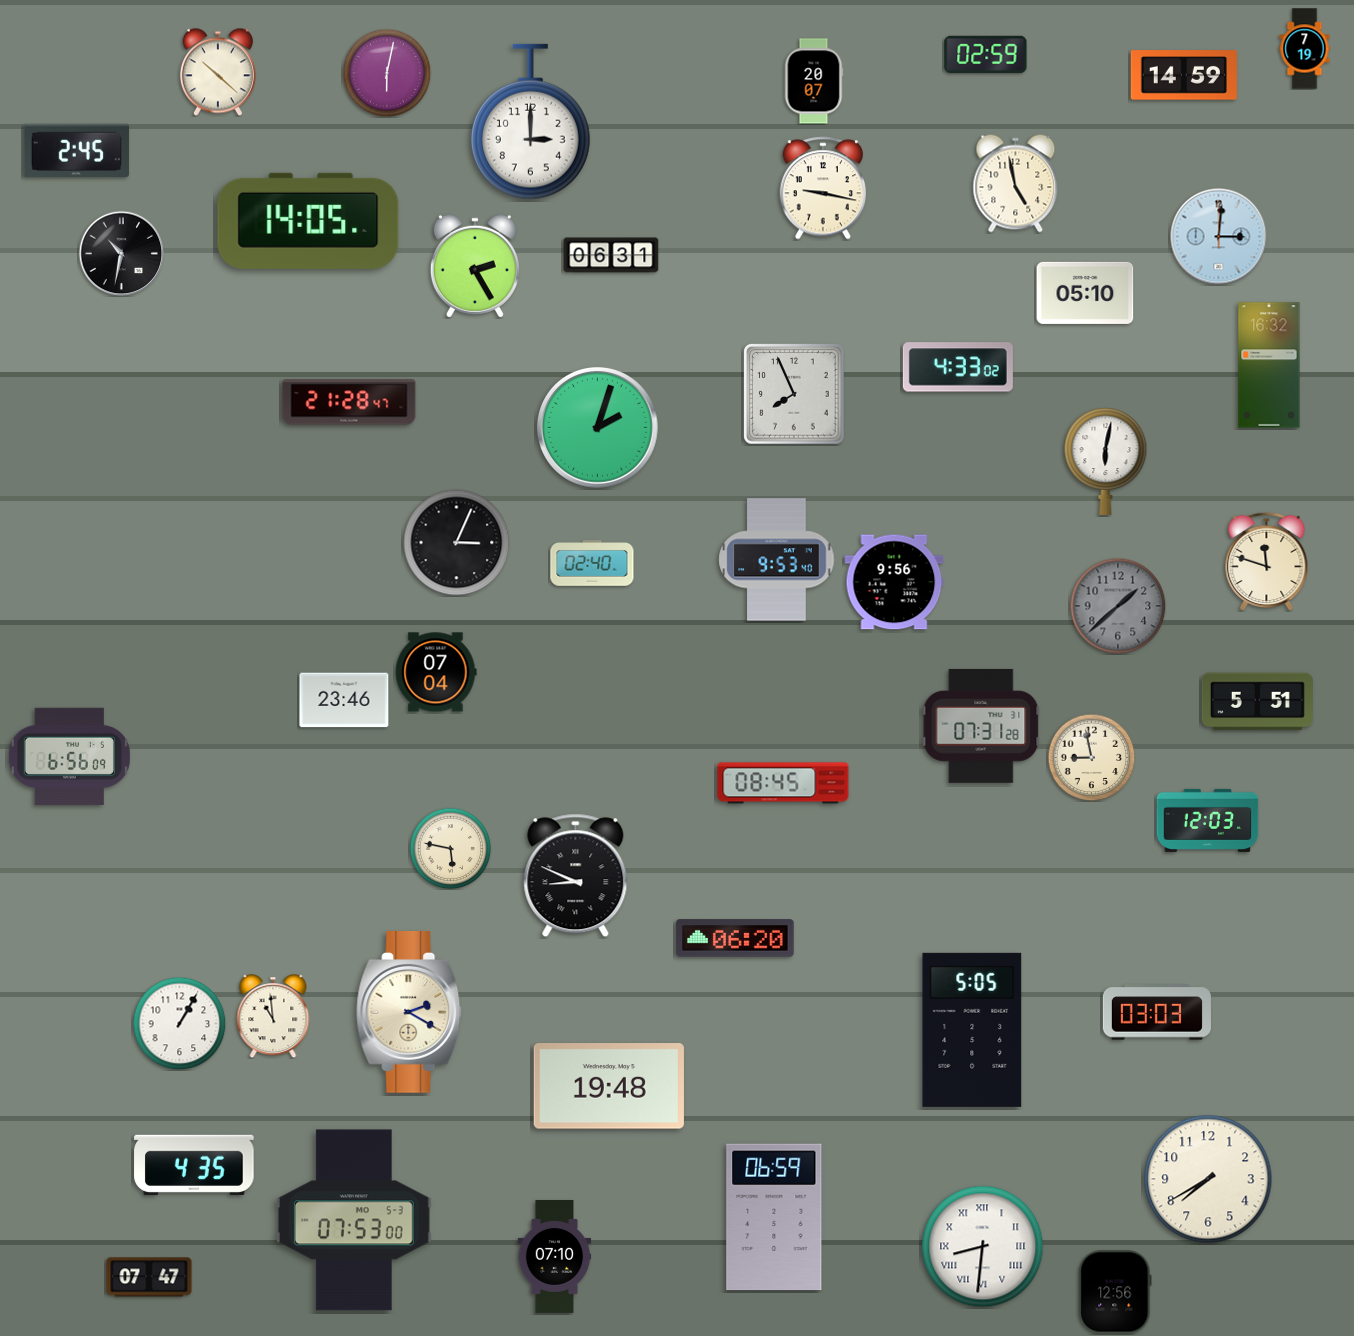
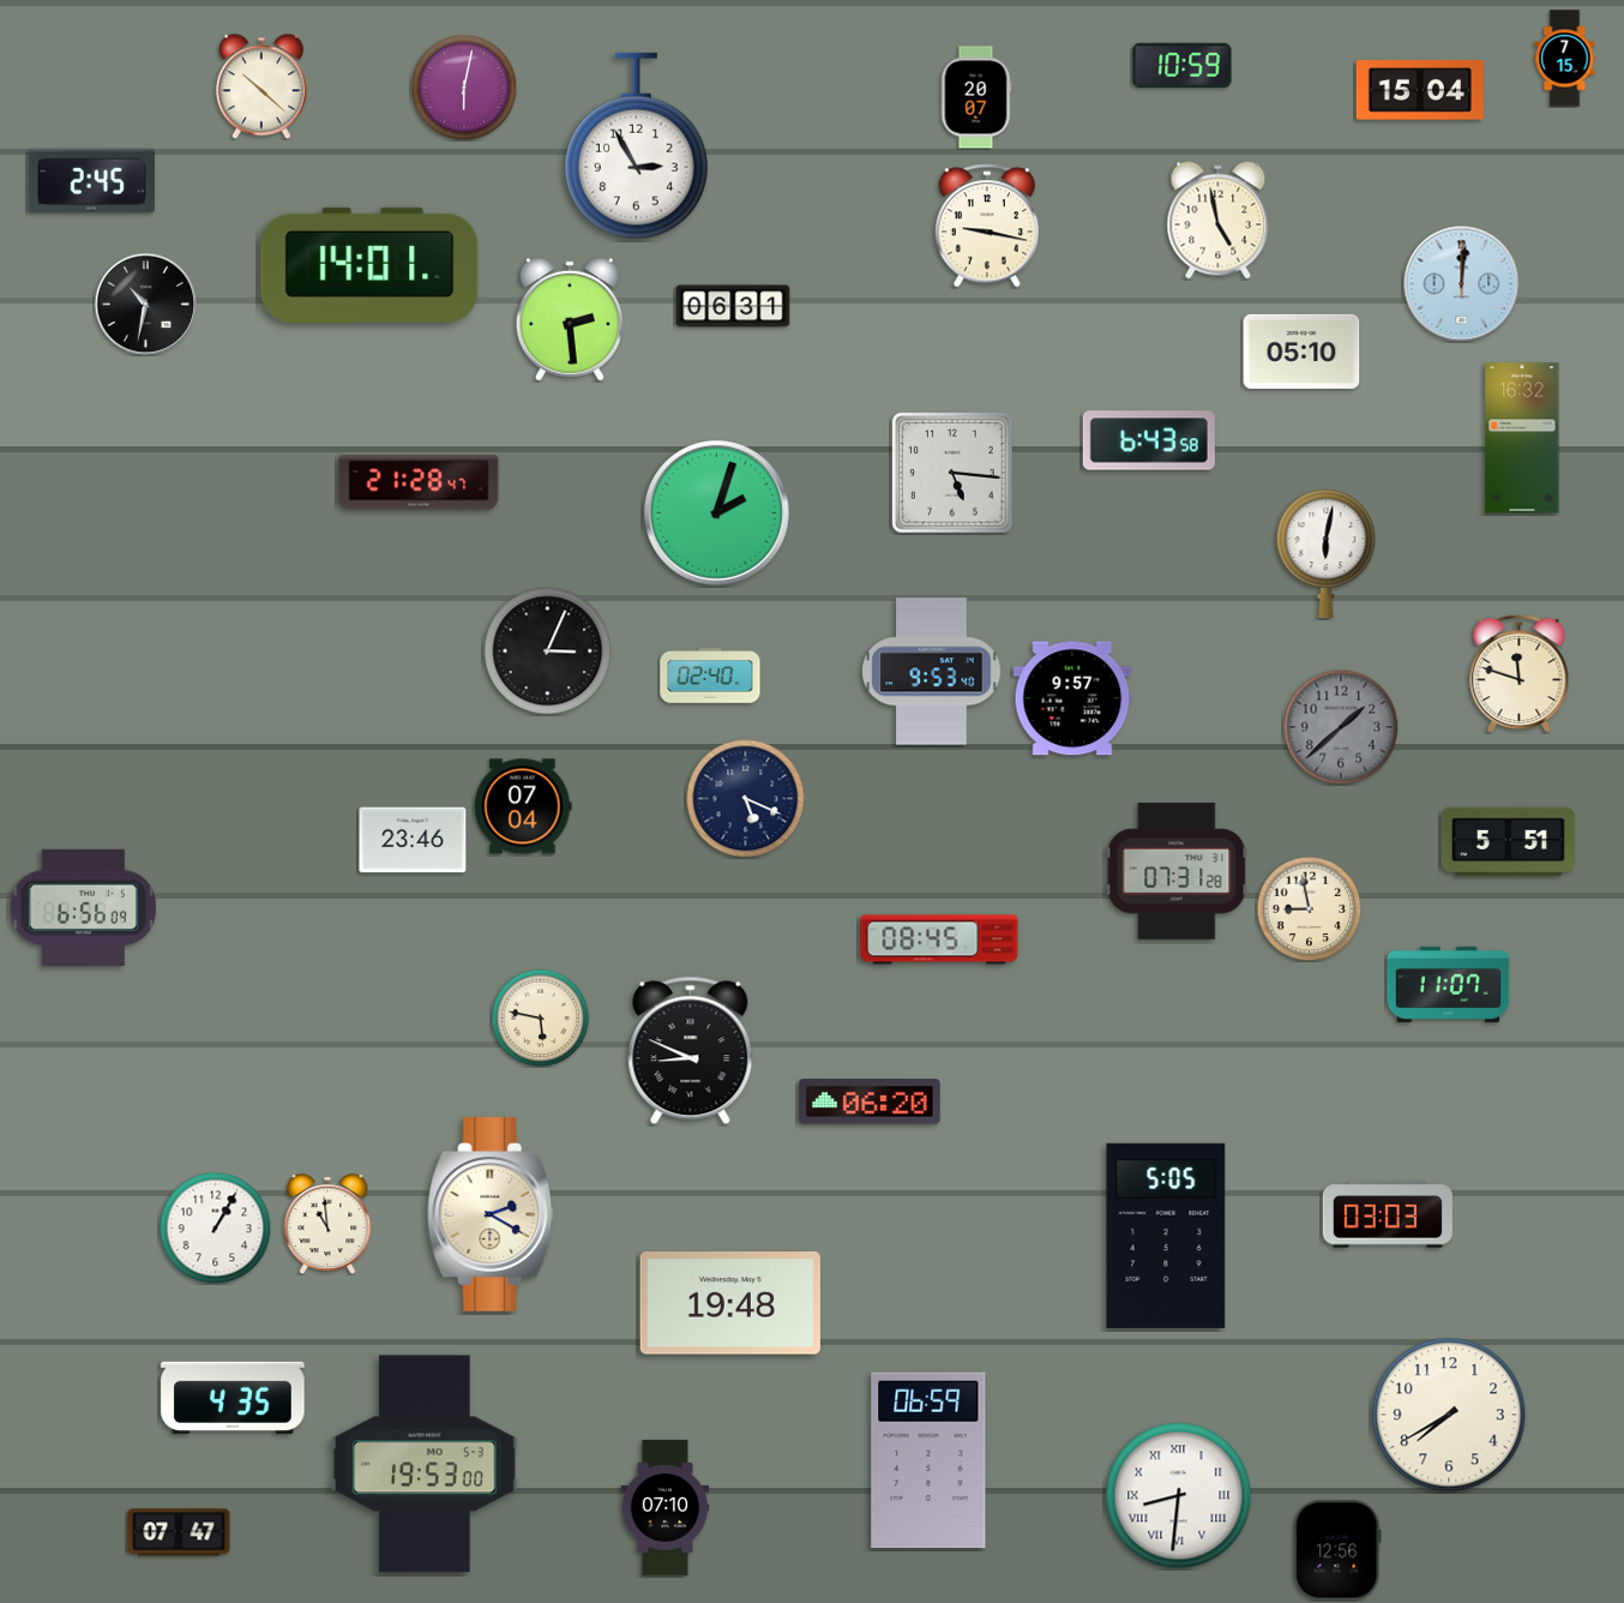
clock at (1305, 49): 7:19 -> 7:15
clock at (986, 54): 02:59 -> 10:59
clock at (1184, 75): 14:59 -> 15:04
clock at (530, 122): 3:00 -> 2:55
clock at (308, 221): 14:05 -> 14:01
clock at (1219, 237): 3:01 -> 12:01
clock at (475, 266): 2:25 -> 2:29
clock at (958, 367): 4:33 -> 6:43
clock at (794, 394): 7:56 -> 5:16
clock at (894, 582): 9:56 -> 9:57
clock at (746, 799): none -> 5:19
clock at (1208, 820): 12:03 -> 11:07
clock at (735, 938) position: (735, 938) -> (870, 1101)
clock at (273, 1016) position: (273, 1016) -> (327, 1224)
clock at (354, 1220): 07:53 -> 19:53
